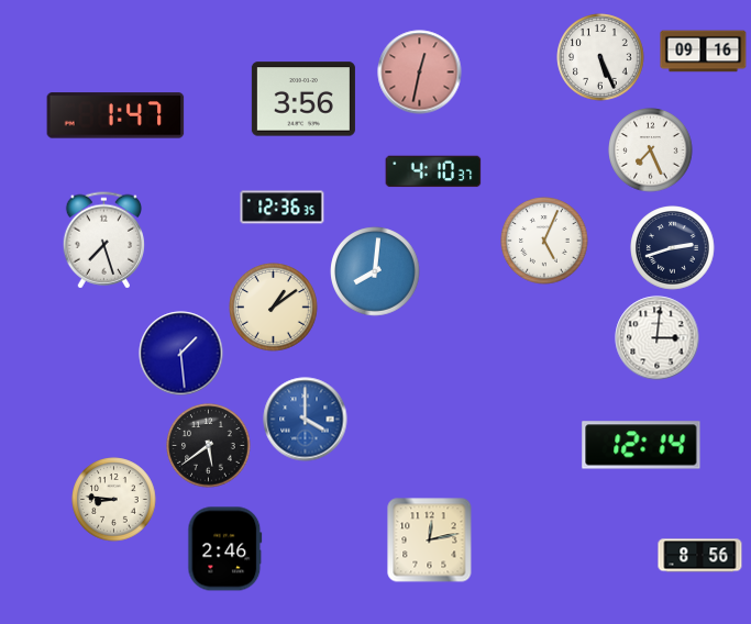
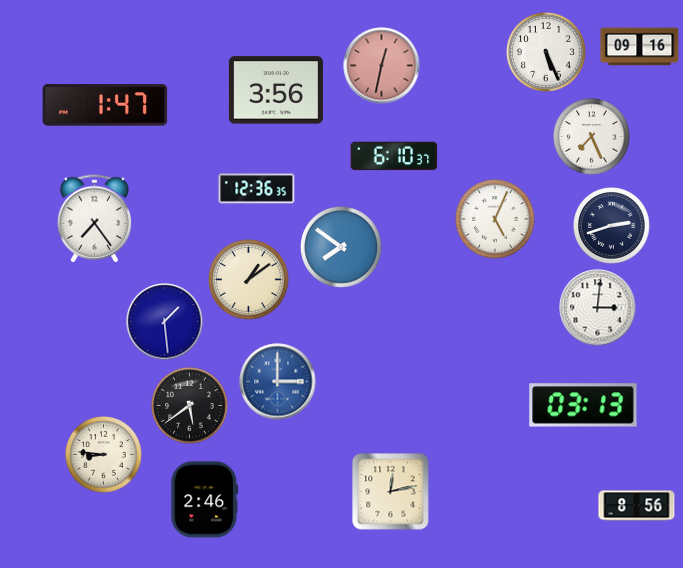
clock at (433, 171): 4:10 -> 6:10
clock at (103, 241): 7:27 -> 7:24
clock at (375, 271): 8:01 -> 7:51
clock at (306, 420): 4:00 -> 3:00
clock at (641, 445): 12:14 -> 03:13
